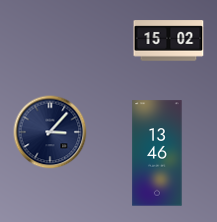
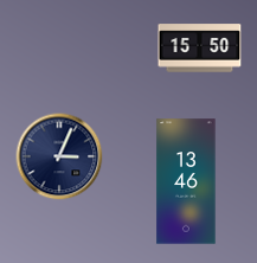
clock at (169, 41): 15:02 -> 15:50
clock at (50, 132): 3:07 -> 3:04
